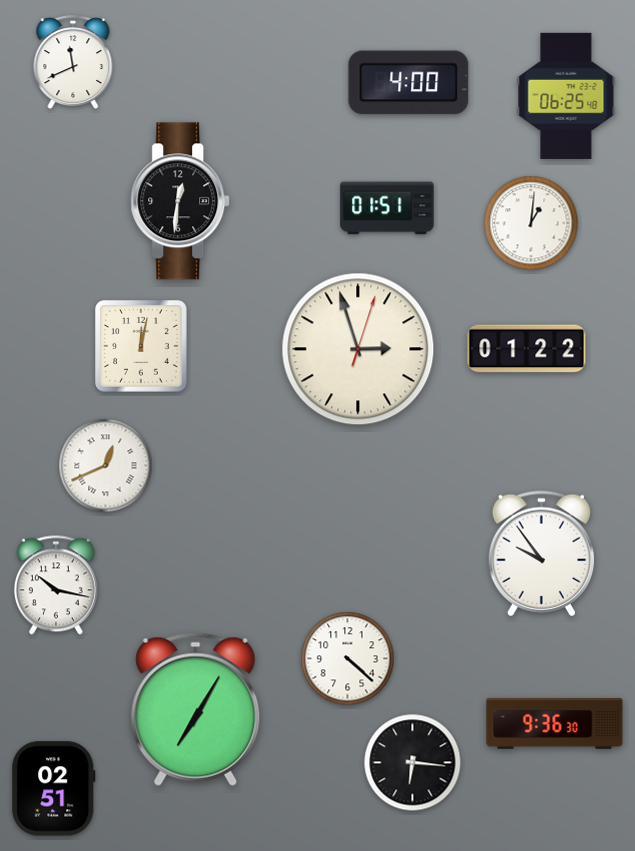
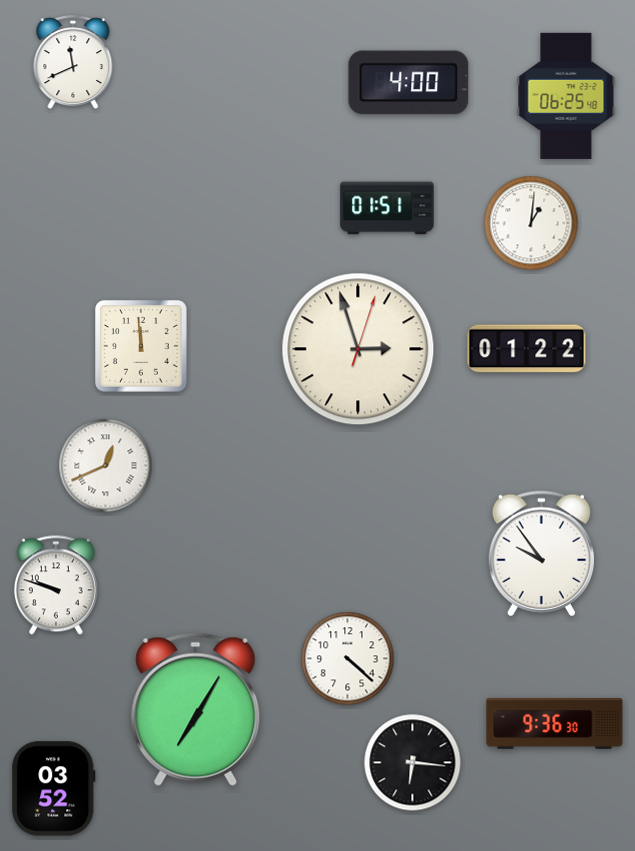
clock at (181, 201): 12:31 -> none
clock at (141, 346): 12:02 -> 11:59
clock at (56, 585): 10:17 -> 9:48
clock at (54, 789): 02:51 -> 03:52
